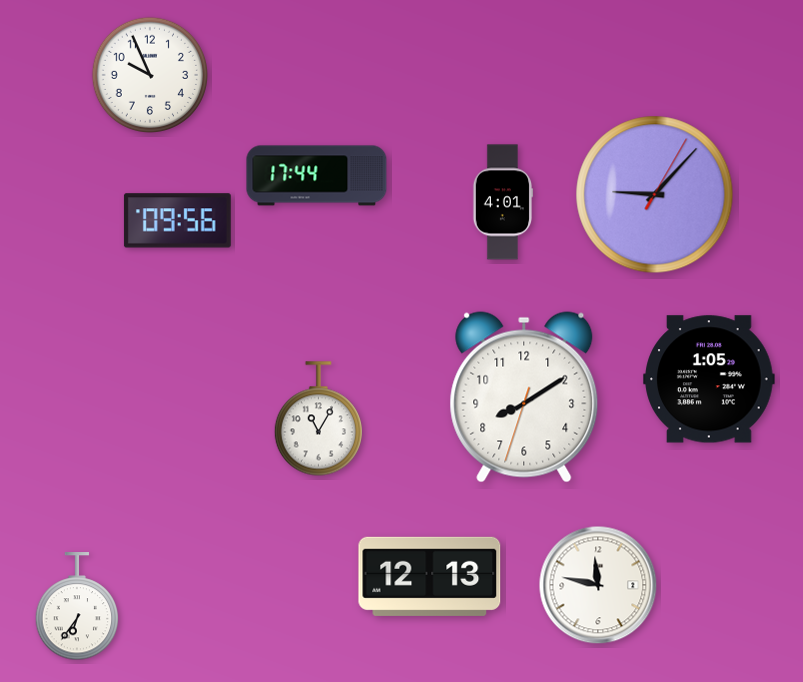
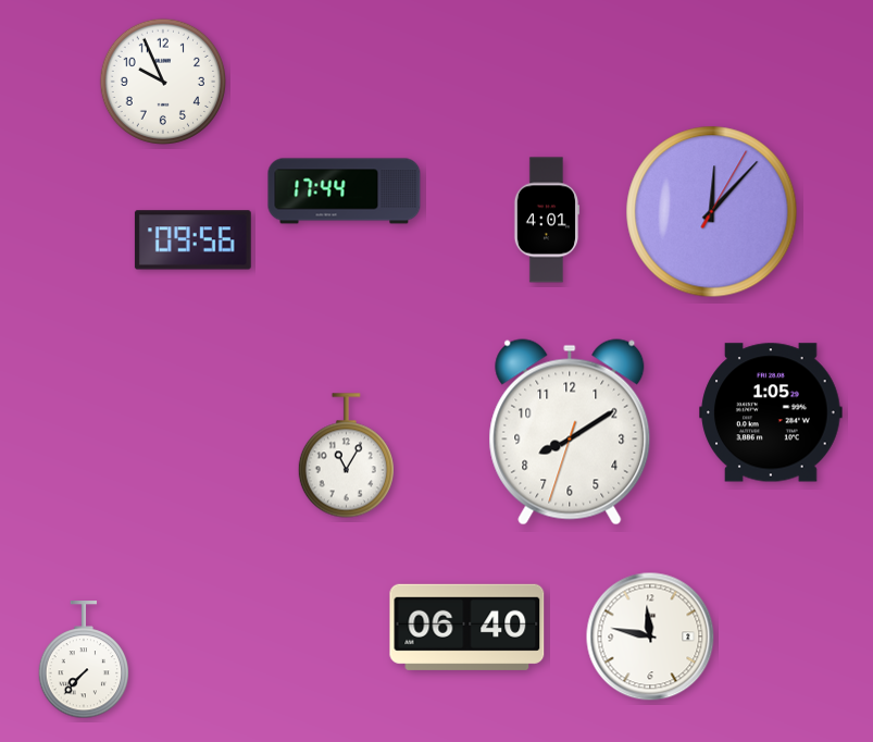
clock at (655, 195): 9:07 -> 12:07
clock at (430, 576): 12:13 -> 06:40
clock at (77, 607): 6:36 -> 7:37
